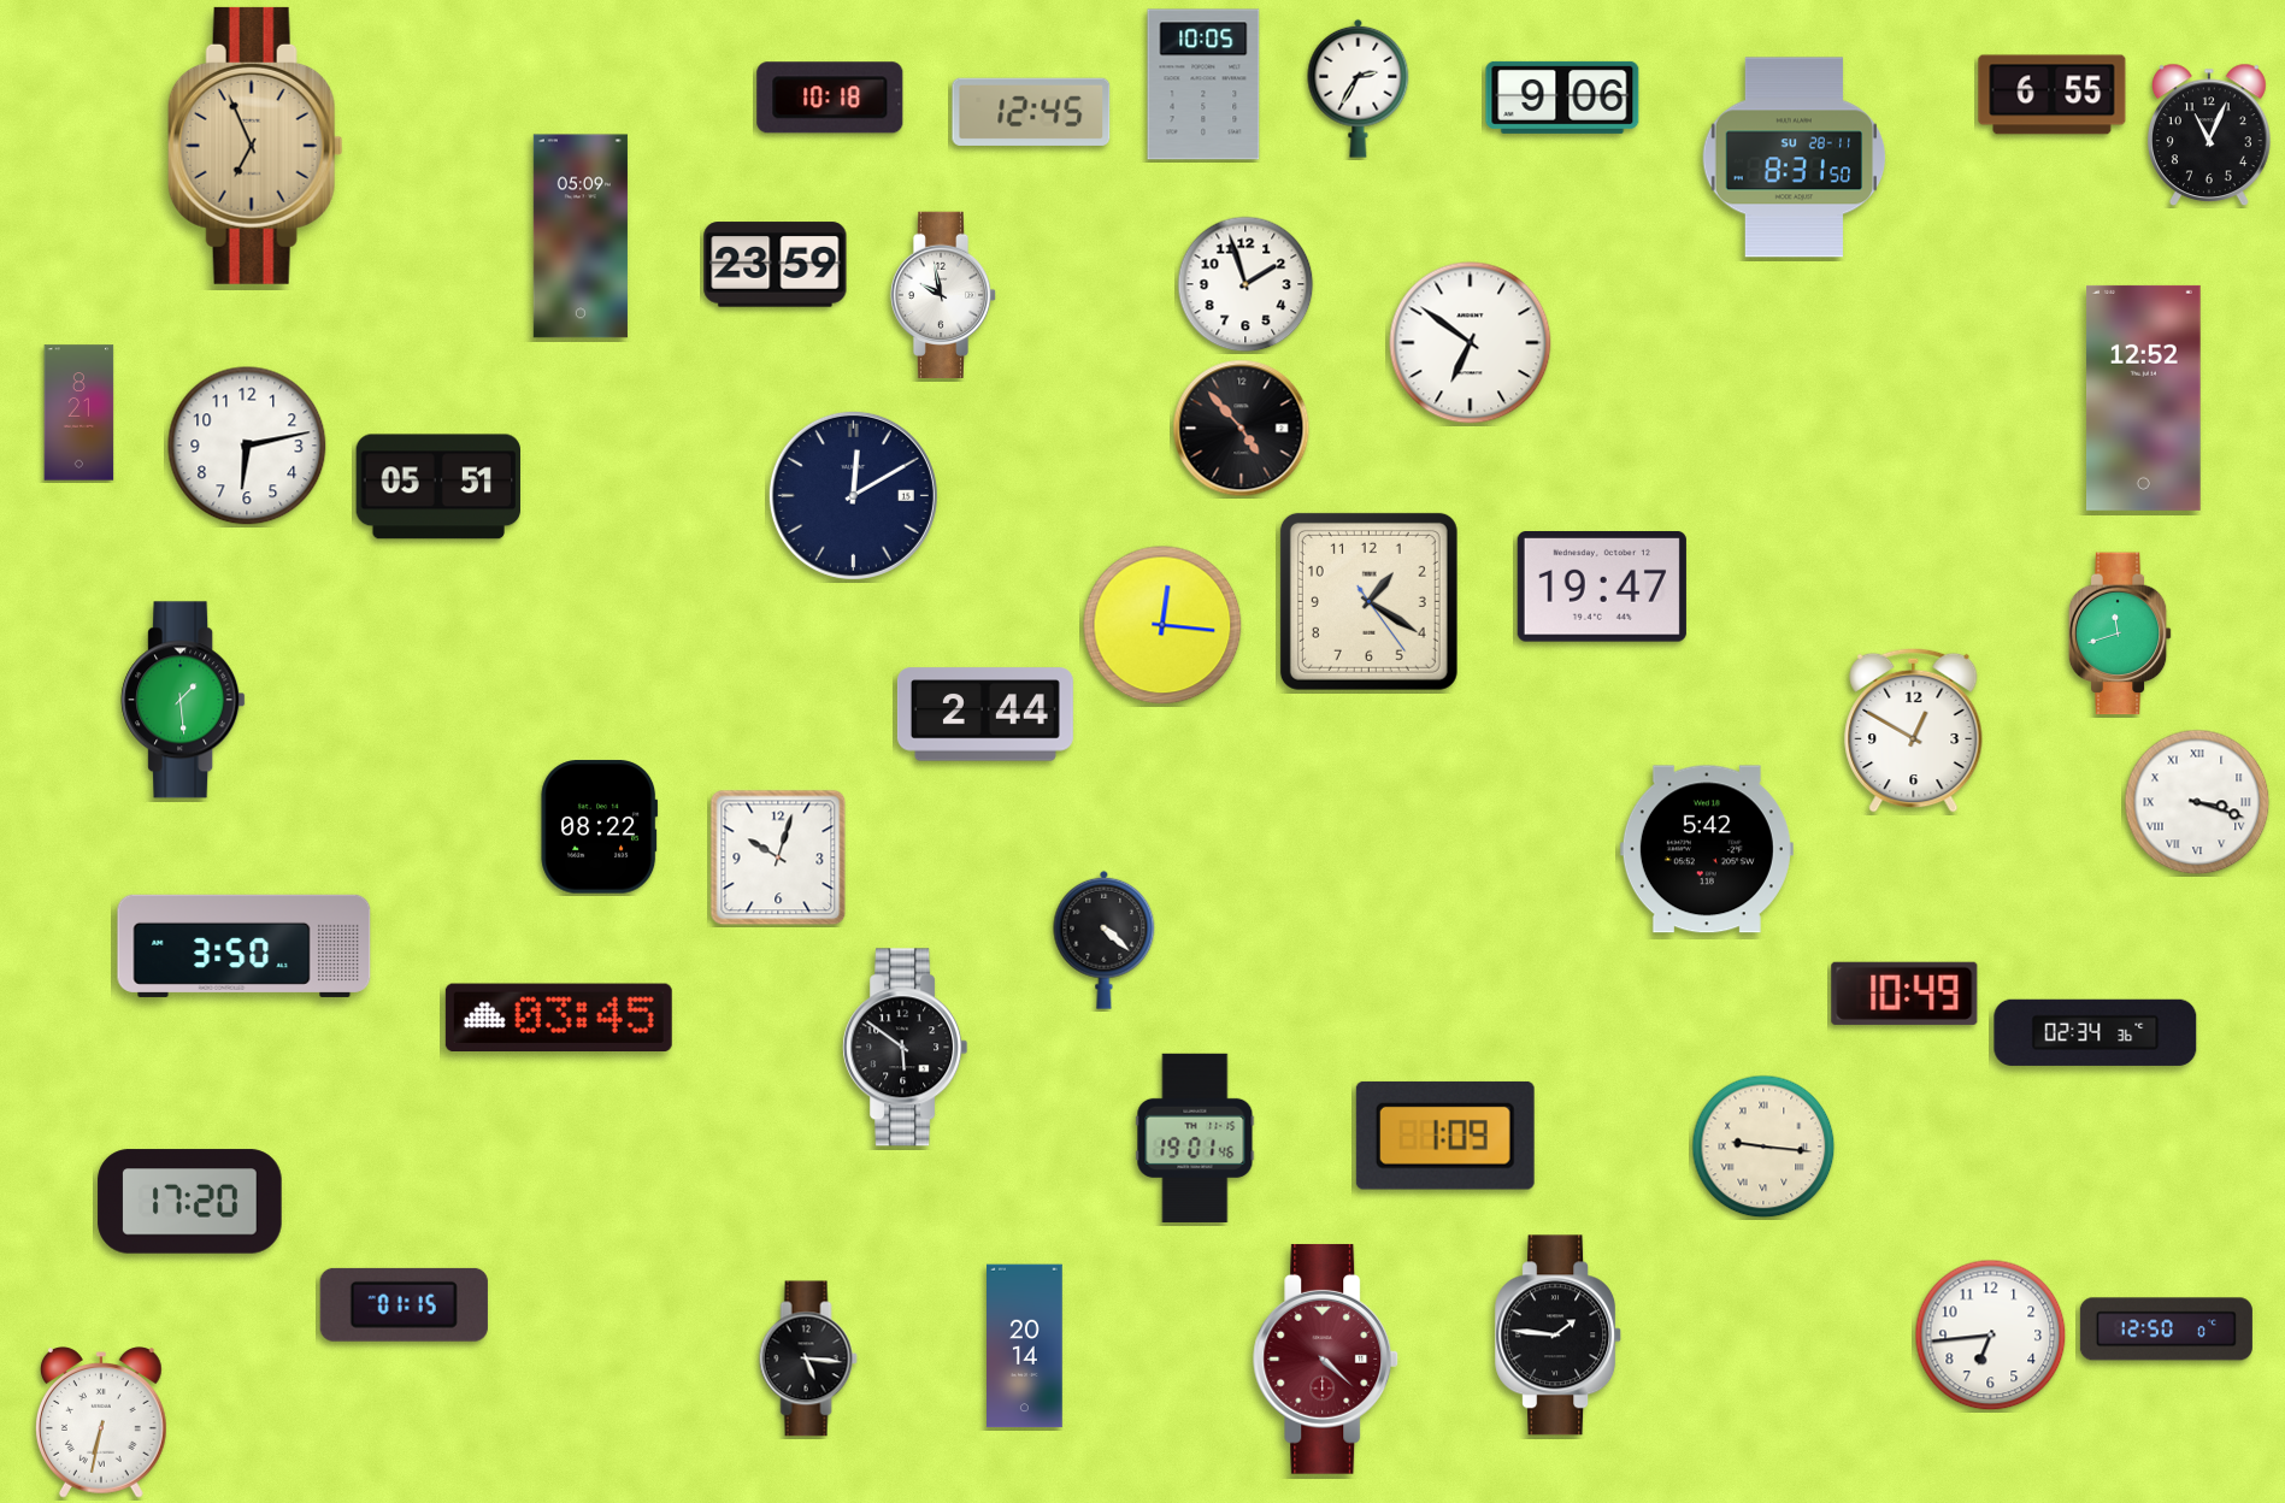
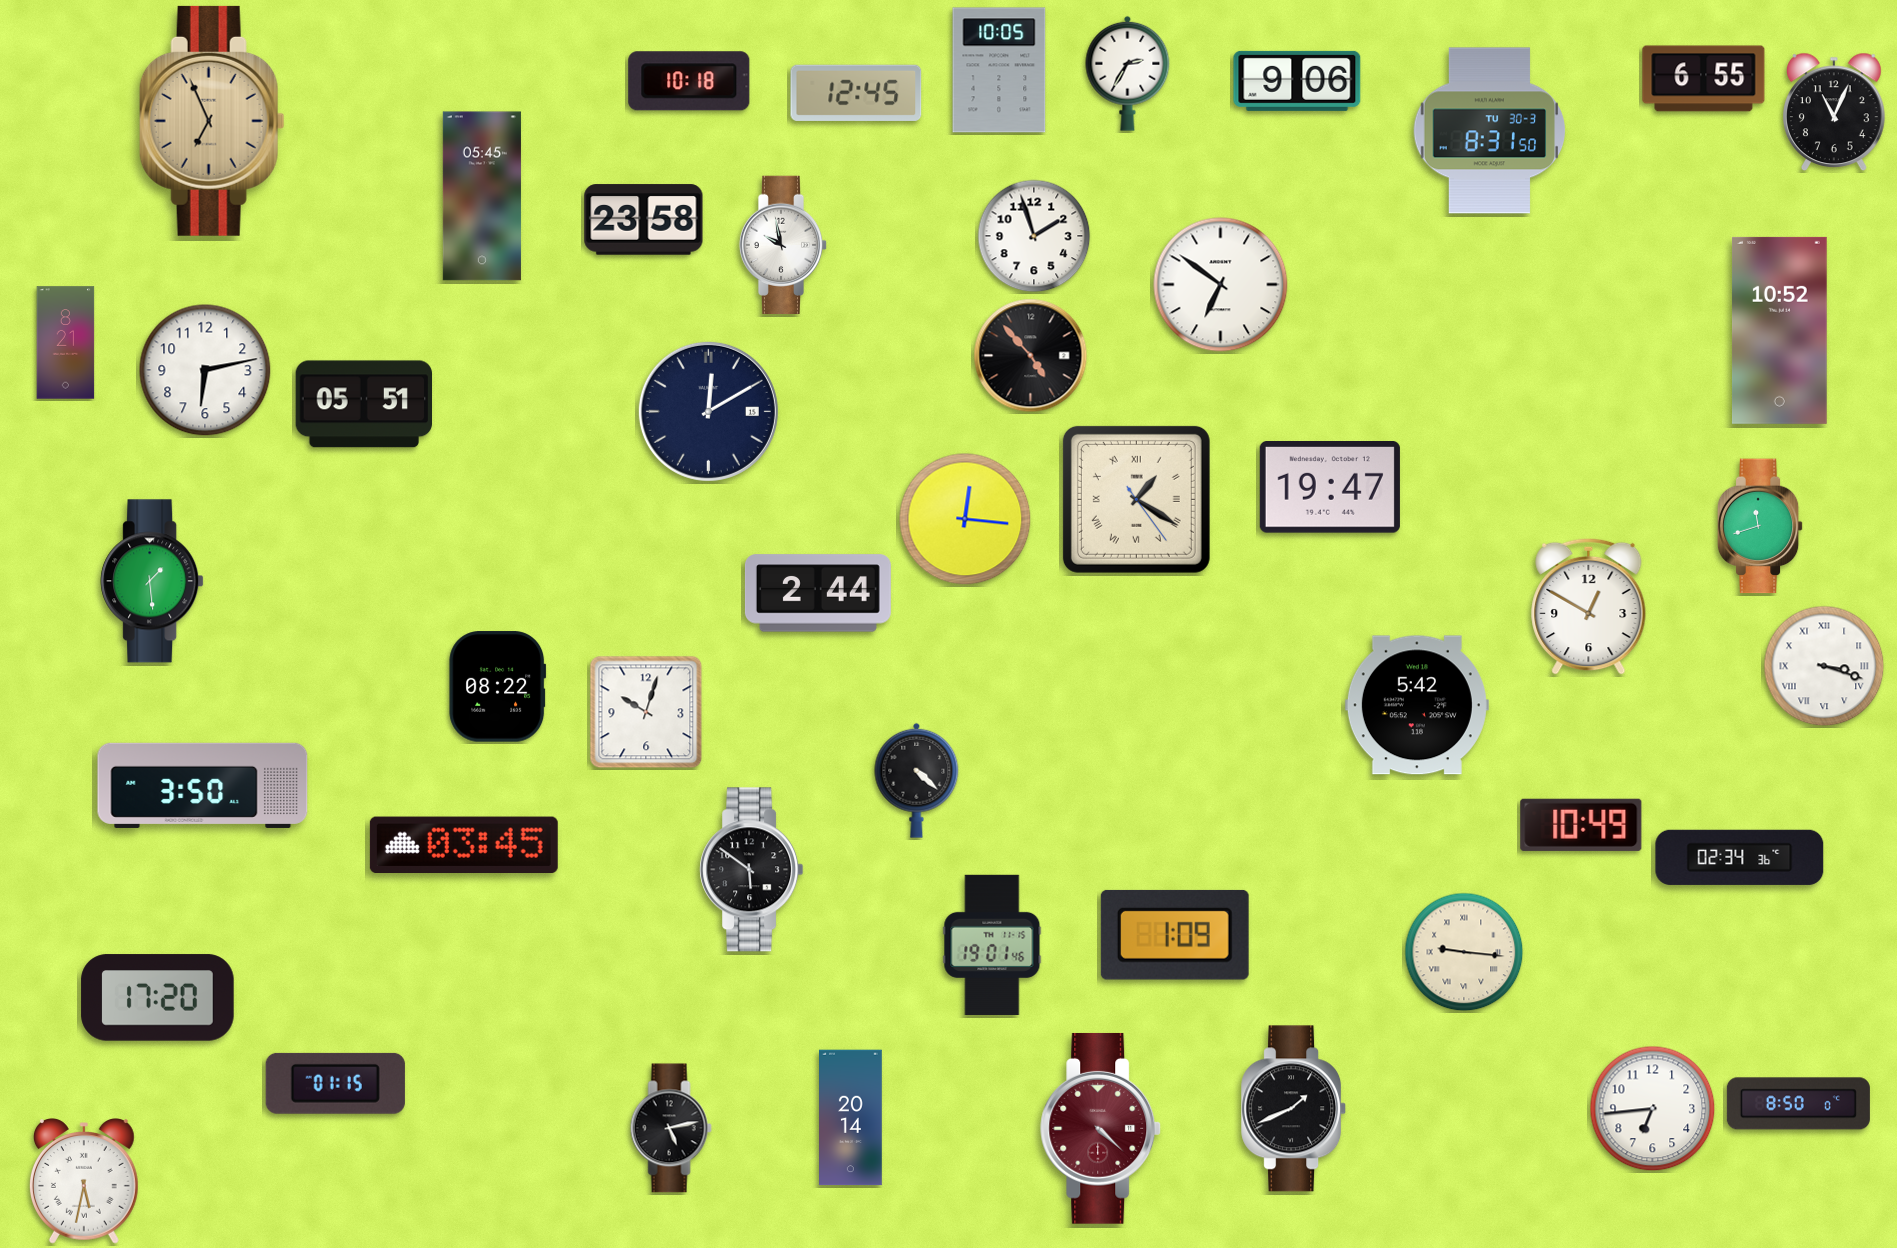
clock at (1795, 158) date: SU 28-11 -> TU 30-3
clock at (581, 236): 05:09 -> 05:45
clock at (776, 265): 23:59 -> 23:58
clock at (2144, 397): 12:52 -> 10:52
clock at (1368, 601) numerals: Arabic -> Roman
clock at (1445, 1136) position: (1445, 1136) -> (1175, 935)
clock at (2166, 1330): 12:50 -> 8:50
clock at (1559, 1336): 1:46 -> 1:41
clock at (808, 1358): 5:16 -> 5:13
clock at (101, 1422): 6:32 -> 5:32
